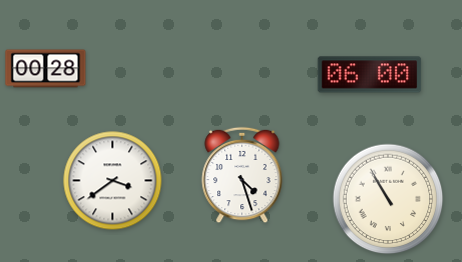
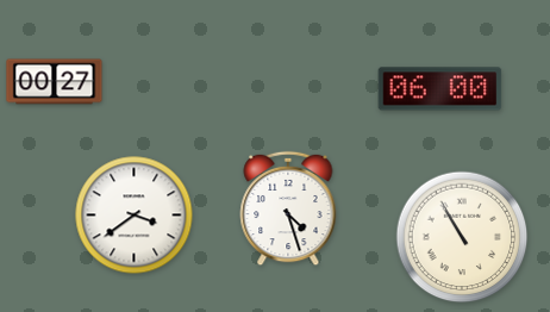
clock at (46, 69): 00:28 -> 00:27
